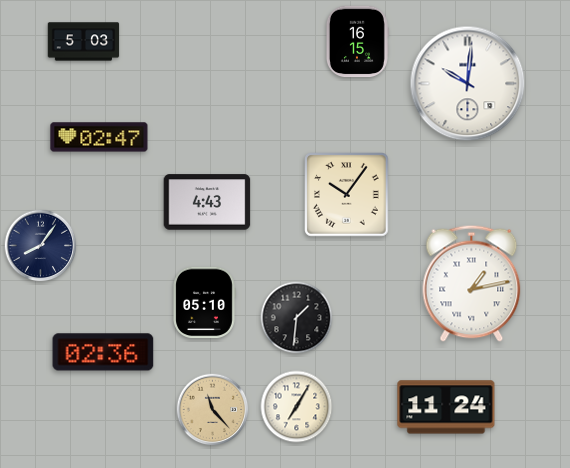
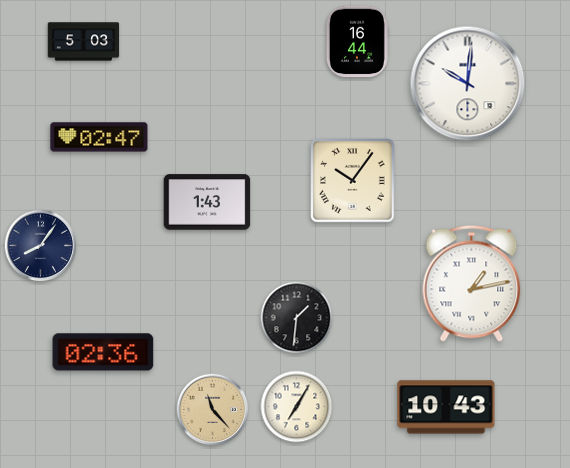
clock at (357, 42): 16:15 -> 16:44
clock at (347, 195) position: (347, 195) -> (353, 181)
clock at (207, 202): 4:43 -> 1:43
clock at (204, 303): 05:10 -> none
clock at (446, 407): 11:24 -> 10:43
